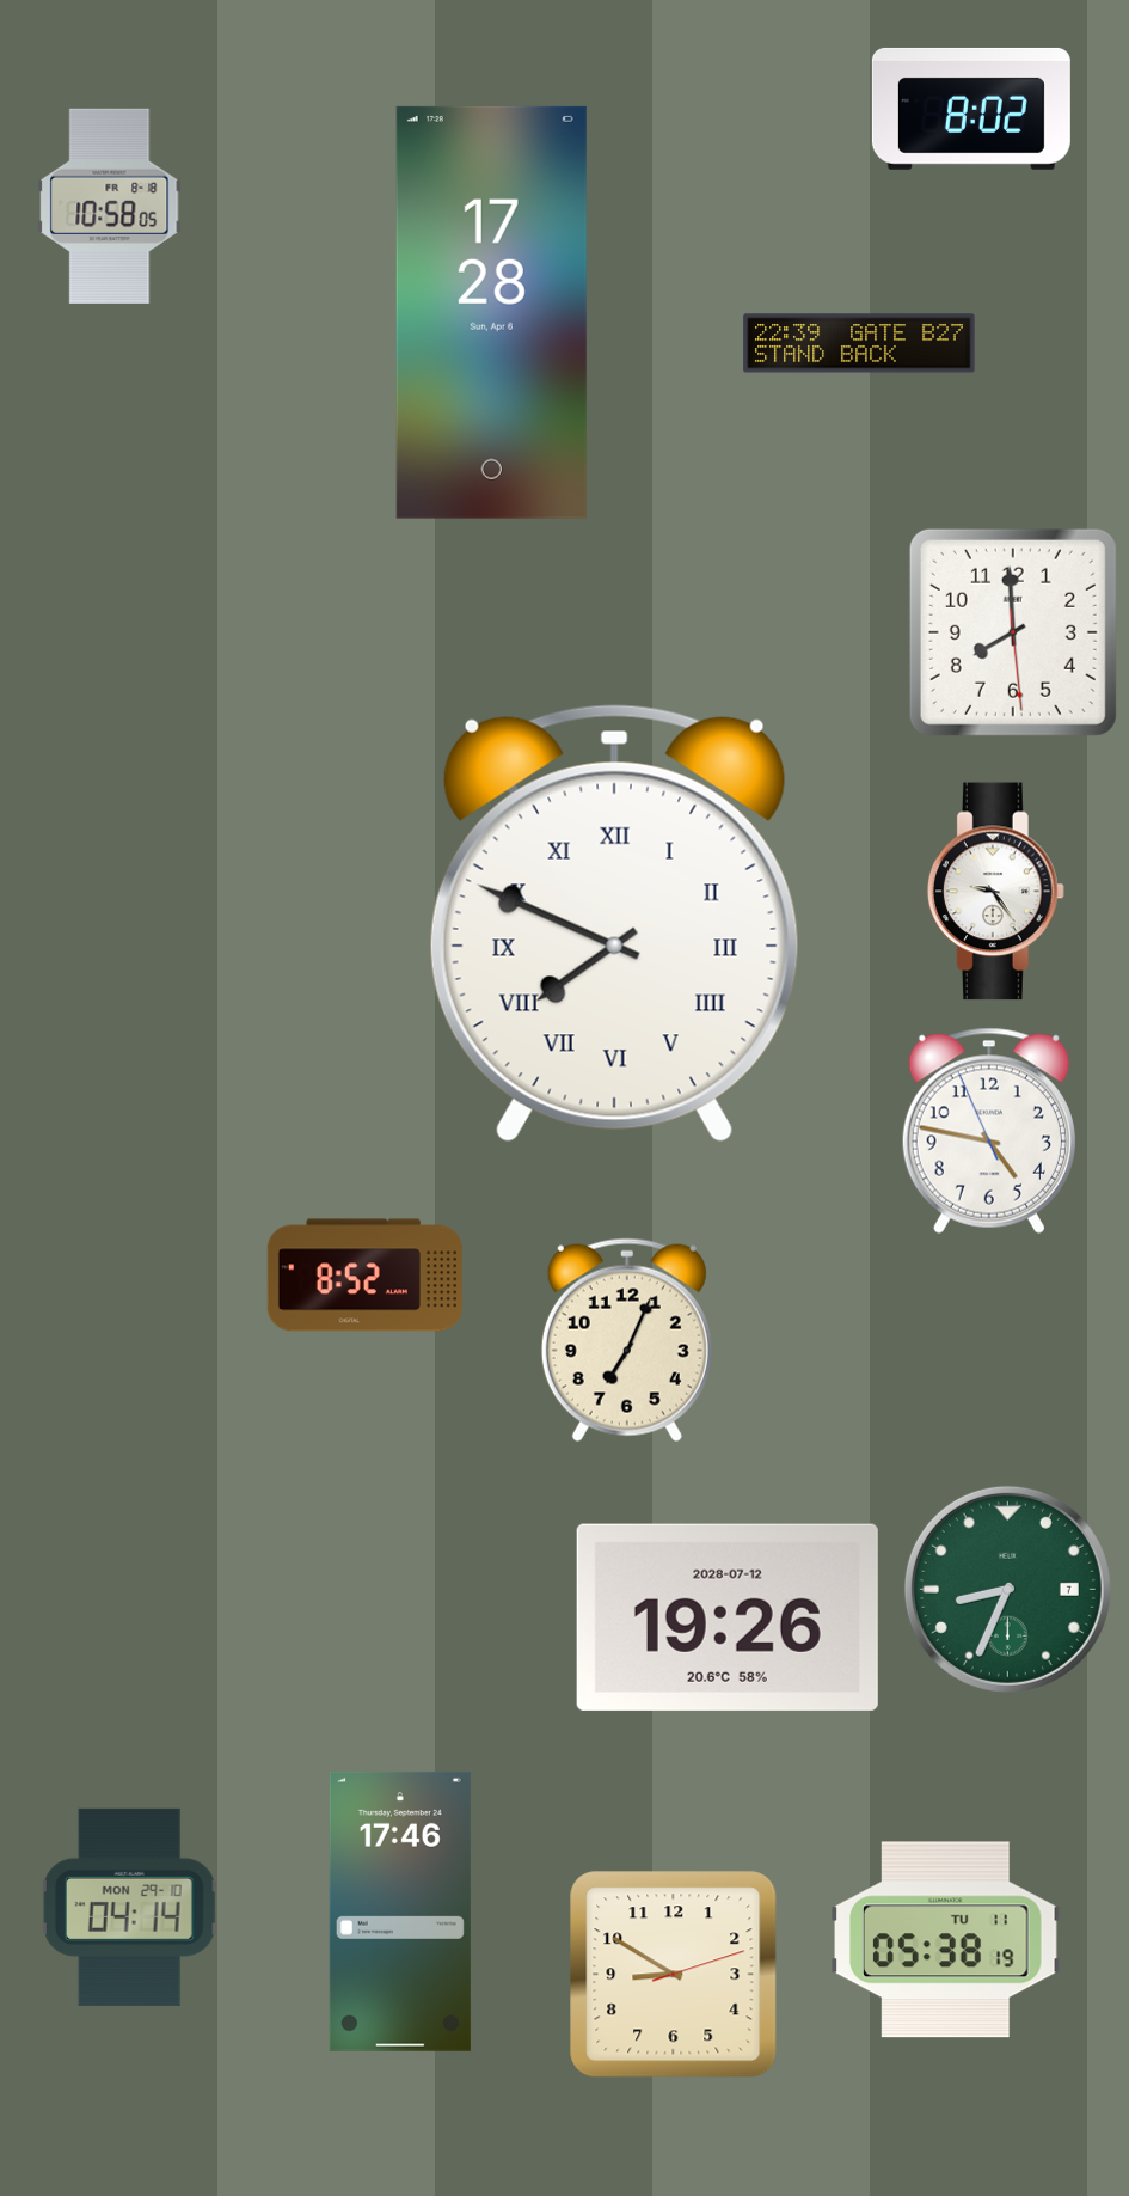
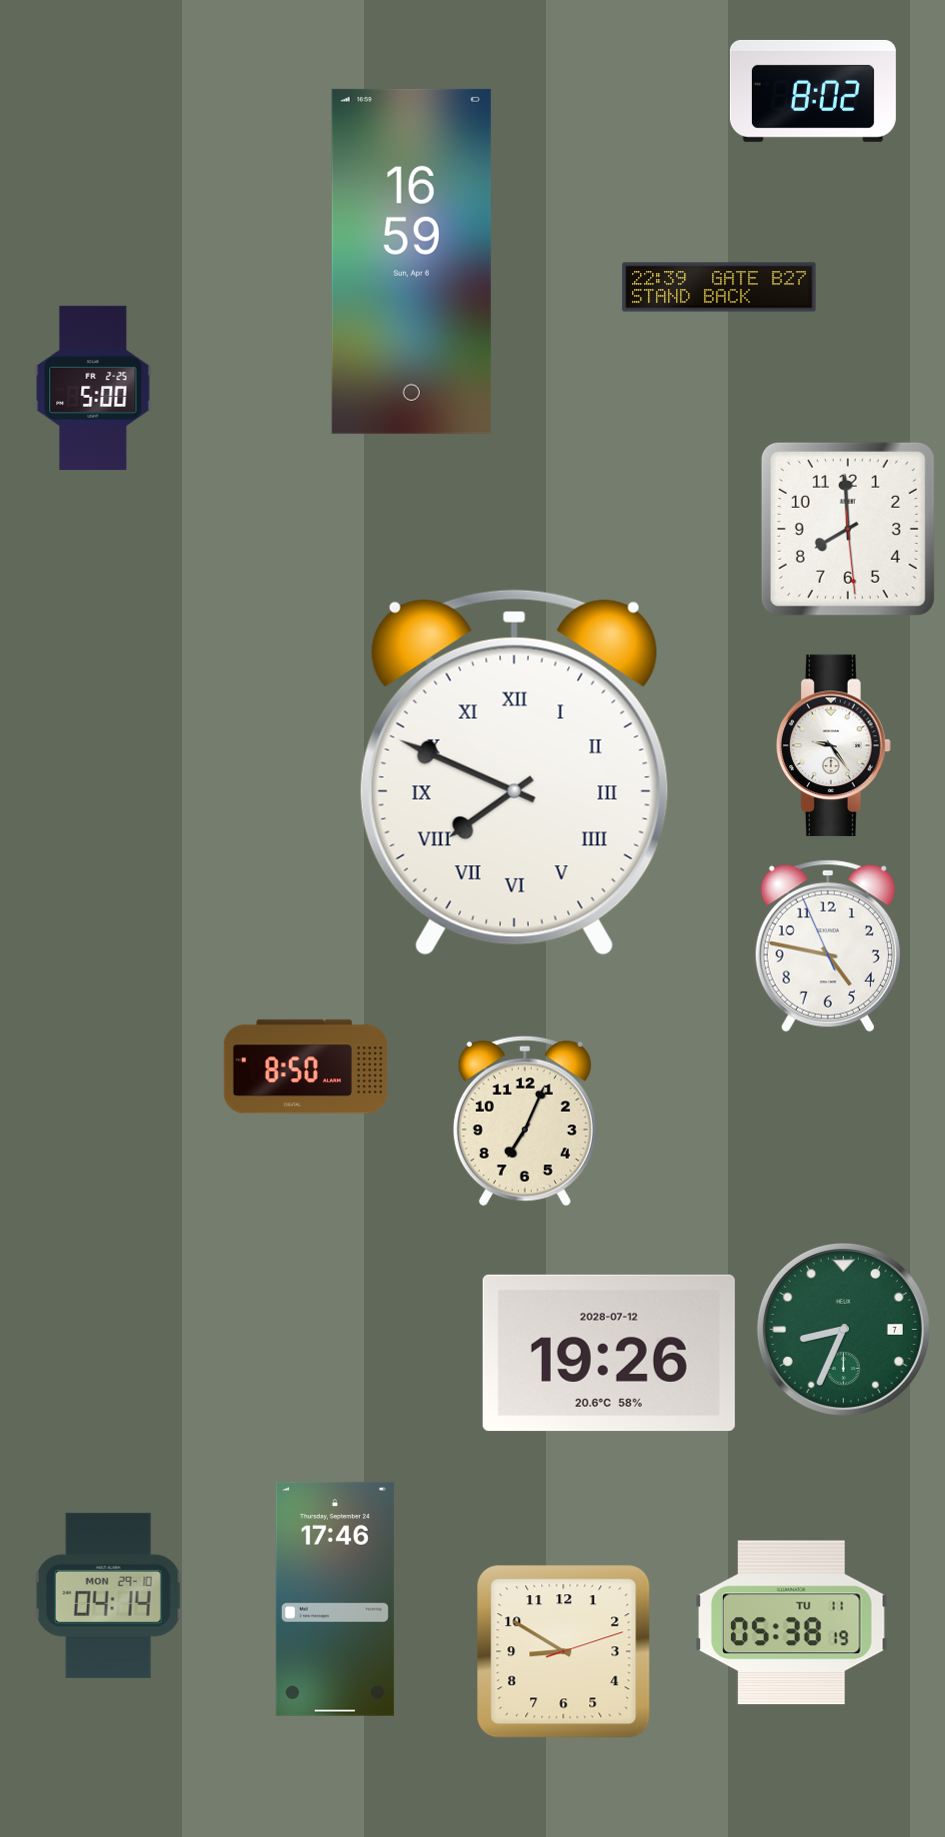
clock at (110, 206): 10:58 -> none
clock at (491, 312): 17:28 -> 16:59
clock at (93, 388): none -> 5:00
clock at (364, 1276): 8:52 -> 8:50
